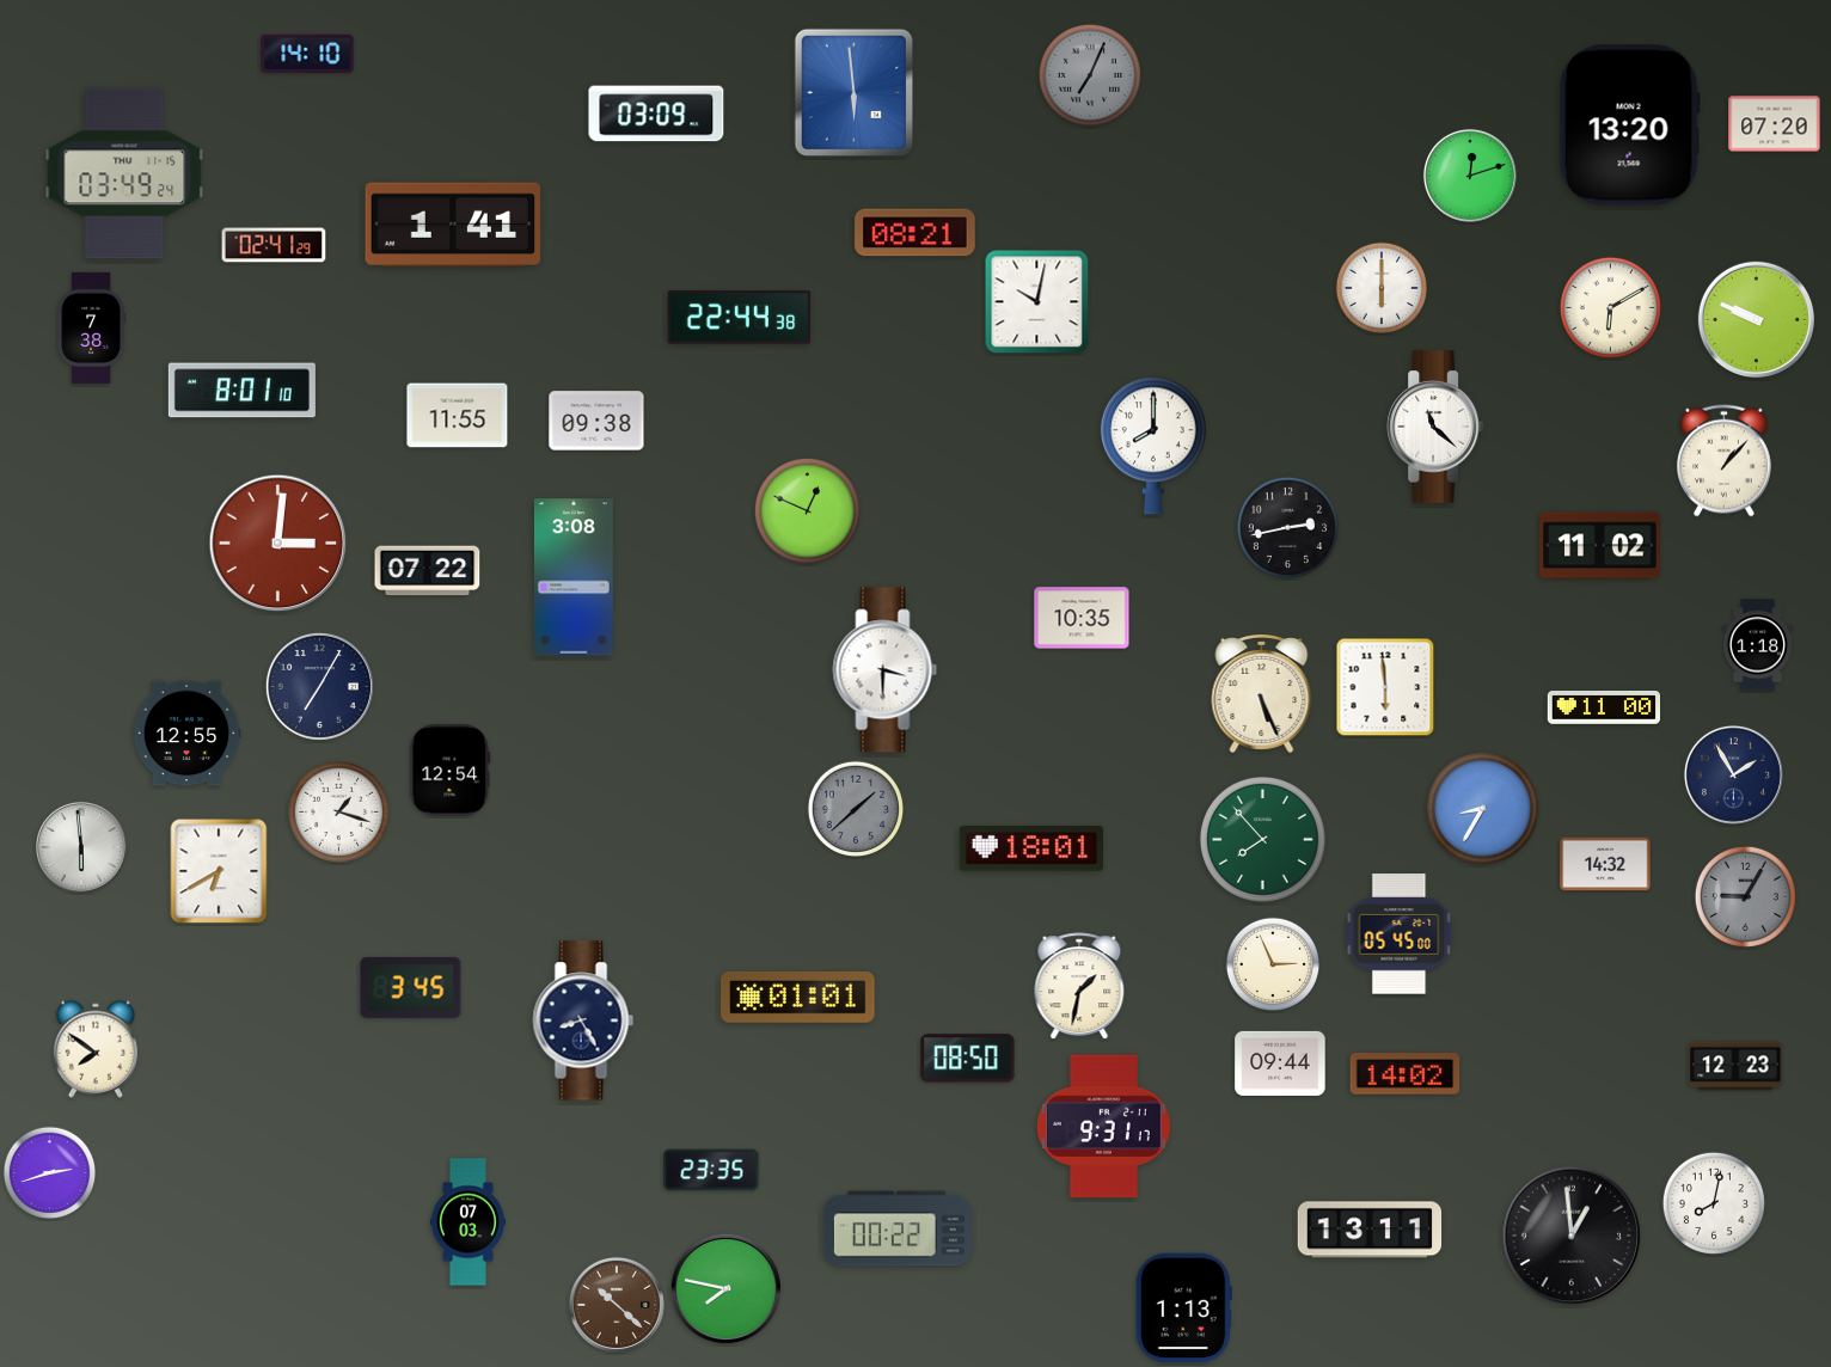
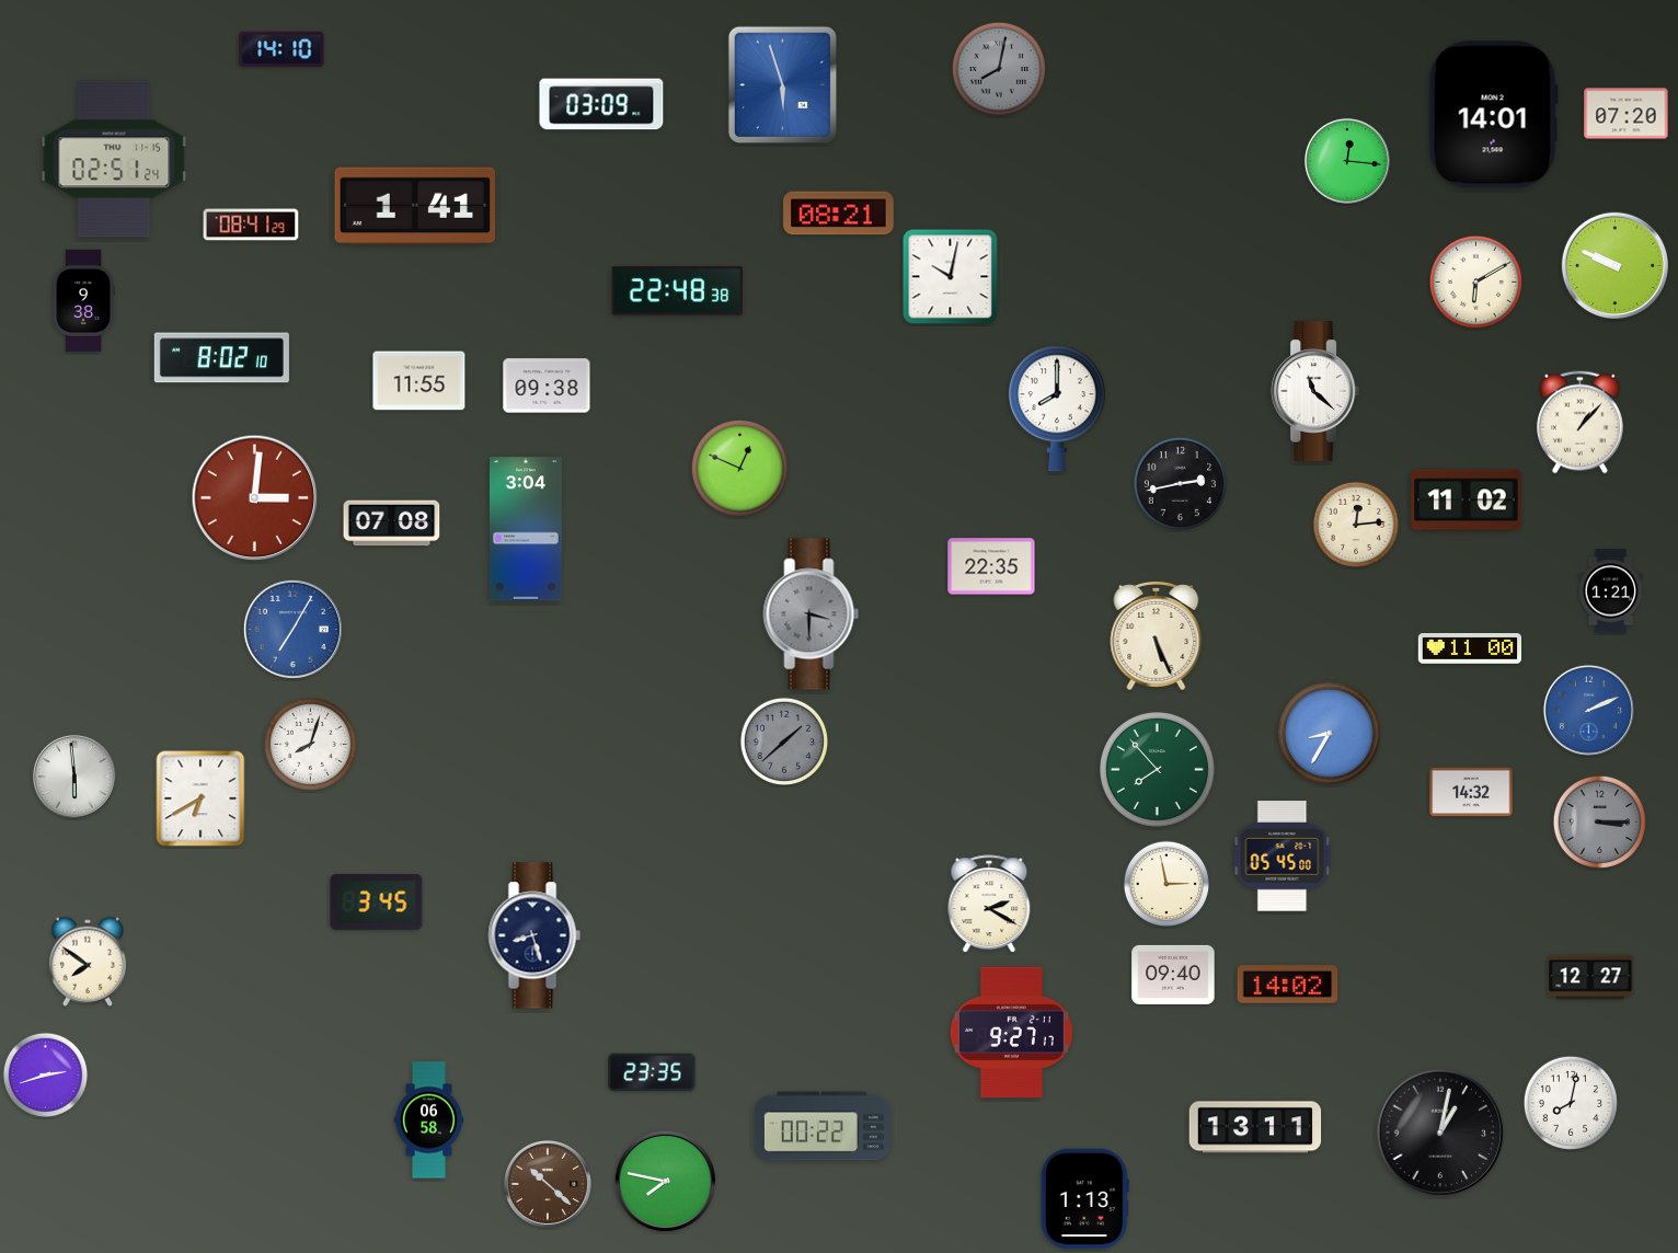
clock at (1090, 75): 7:04 -> 8:02
clock at (855, 93): 5:59 -> 5:57
clock at (1629, 125): 13:20 -> 14:01
clock at (124, 173): 03:49 -> 02:51
clock at (1470, 176): 12:12 -> 12:16
clock at (274, 245): 02:41 -> 08:41
clock at (1382, 288): 6:00 -> none
clock at (740, 318): 22:44 -> 22:48
clock at (1756, 319) position: (1756, 319) -> (1614, 265)
clock at (91, 329): 7:38 -> 9:38
clock at (241, 391): 8:01 -> 8:02
clock at (428, 571): 07:22 -> 07:08
clock at (1356, 525): none -> 12:14
clock at (574, 577): 3:08 -> 3:04
clock at (1082, 618): 10:35 -> 22:35
clock at (1758, 645): 1:18 -> 1:21
clock at (886, 670) dial: white -> grey
clock at (319, 686) dial: navy -> blue
clock at (1385, 687): 5:59 -> none
clock at (186, 734): 12:55 -> none
clock at (451, 771): 12:54 -> none
clock at (1733, 774): 1:55 -> 2:11
clock at (1733, 774) dial: navy -> blue
clock at (1482, 808) position: (1482, 808) -> (1329, 733)
clock at (338, 811): 1:18 -> 8:03
clock at (1030, 848): 18:01 -> none
clock at (1745, 896): 9:05 -> 3:15
clock at (1273, 964): 2:56 -> 2:58
clock at (411, 987) position: (411, 987) -> (377, 901)
clock at (1079, 987): 1:32 -> 2:20
clock at (798, 997): 01:01 -> none
clock at (583, 1020): 8:25 -> 8:27
clock at (968, 1059): 08:50 -> none
clock at (1280, 1063): 09:44 -> 09:40
clock at (1735, 1066): 12:23 -> 12:27
clock at (1103, 1127): 9:31 -> 9:27
clock at (467, 1222): 07:03 -> 06:58
clock at (1572, 1236): 12:59 -> 1:02
clock at (617, 1305) position: (617, 1305) -> (548, 1184)
